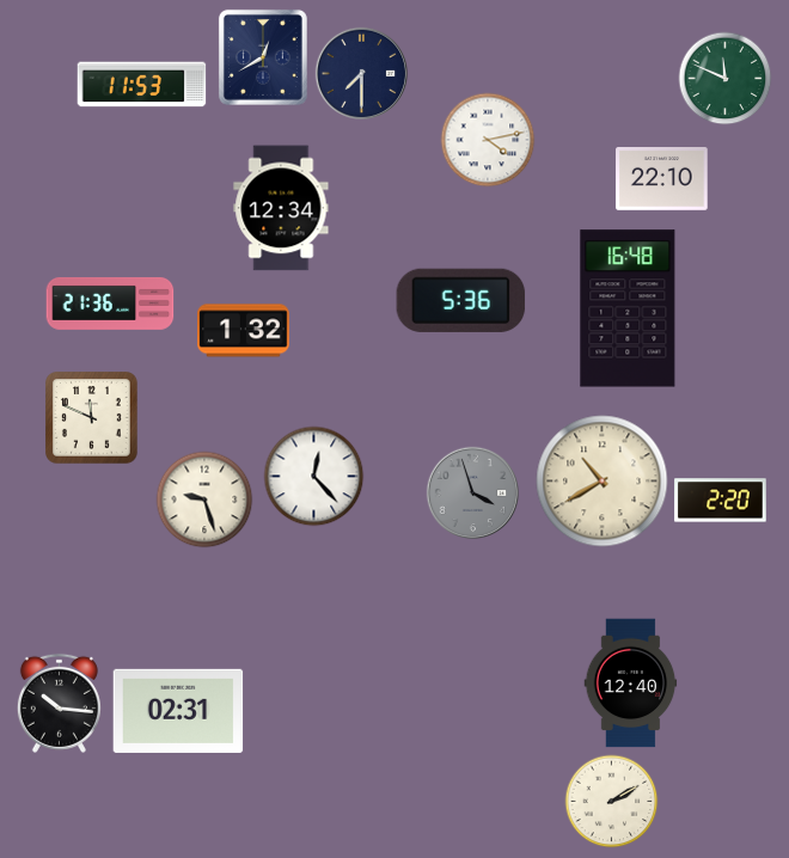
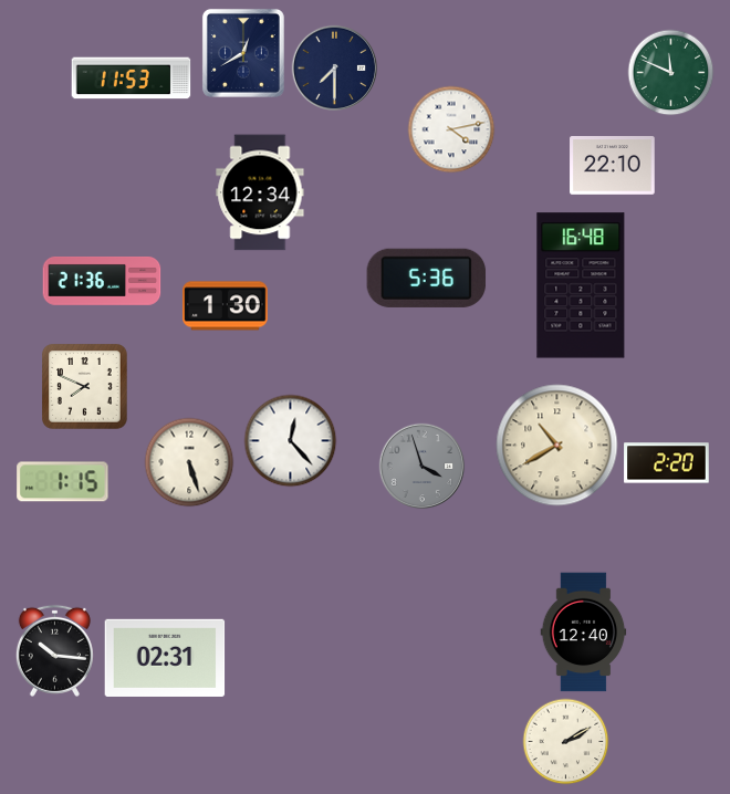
clock at (244, 331): 1:32 -> 1:30
clock at (92, 418): 11:49 -> 7:49
clock at (472, 492) position: (472, 492) -> (421, 466)
clock at (204, 500): 9:27 -> 5:27
clock at (63, 482): none -> 1:15
